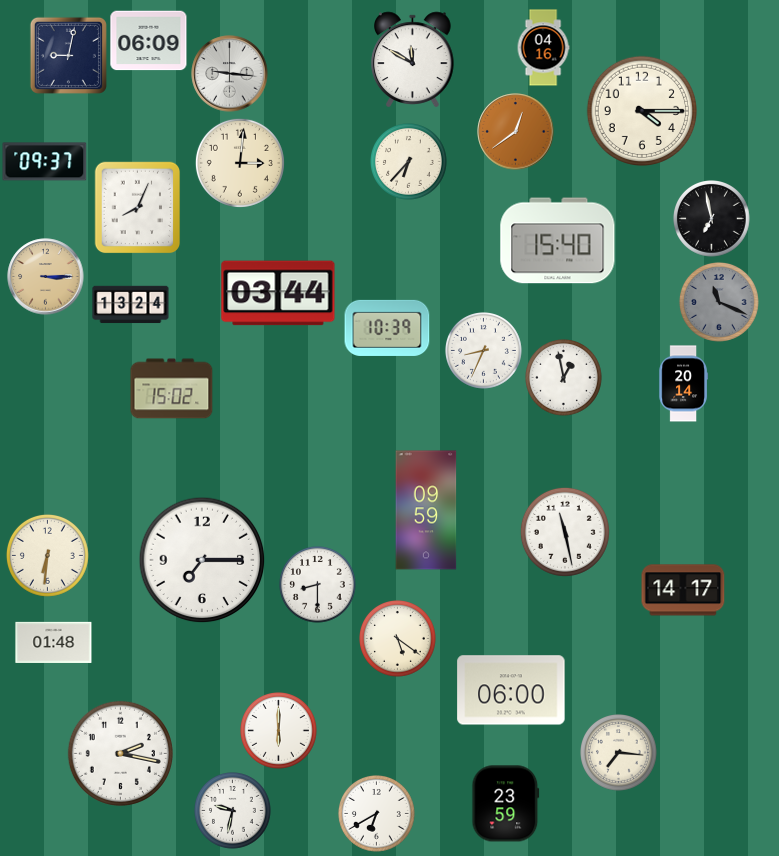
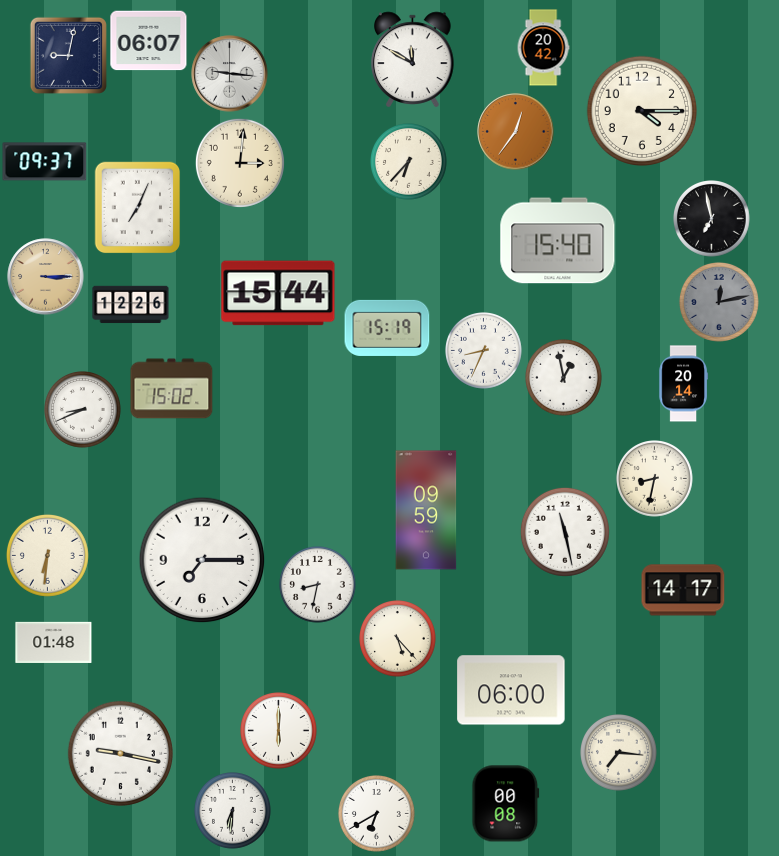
clock at (149, 41): 06:09 -> 06:07
clock at (543, 48): 04:16 -> 20:42
clock at (516, 132): 12:39 -> 12:36
clock at (138, 207): 8:04 -> 7:04
clock at (278, 293): 03:44 -> 15:44
clock at (719, 302): 11:19 -> 12:13
clock at (131, 305): 13:24 -> 12:26
clock at (387, 328): 10:39 -> 15:19
clock at (83, 410): none -> 8:41
clock at (655, 479): none -> 8:32
clock at (318, 585): 8:30 -> 8:32
clock at (398, 639): 5:21 -> 5:23
clock at (120, 753): 2:17 -> 9:17
clock at (506, 804): 23:59 -> 00:08
clock at (233, 811): 9:32 -> 6:31
